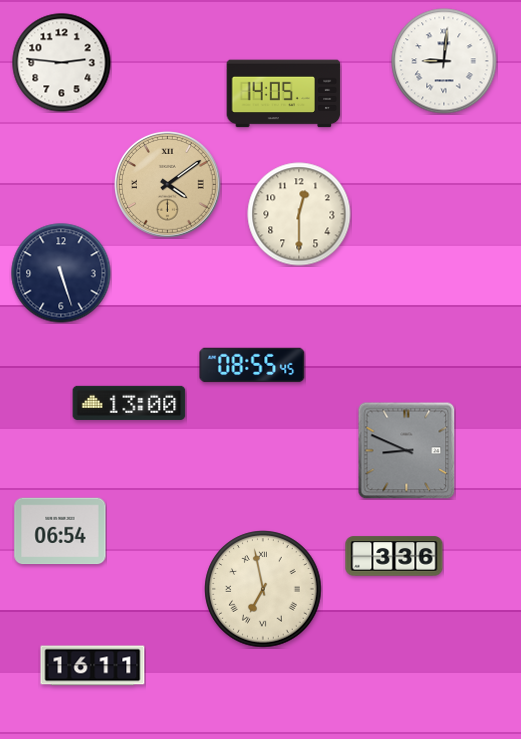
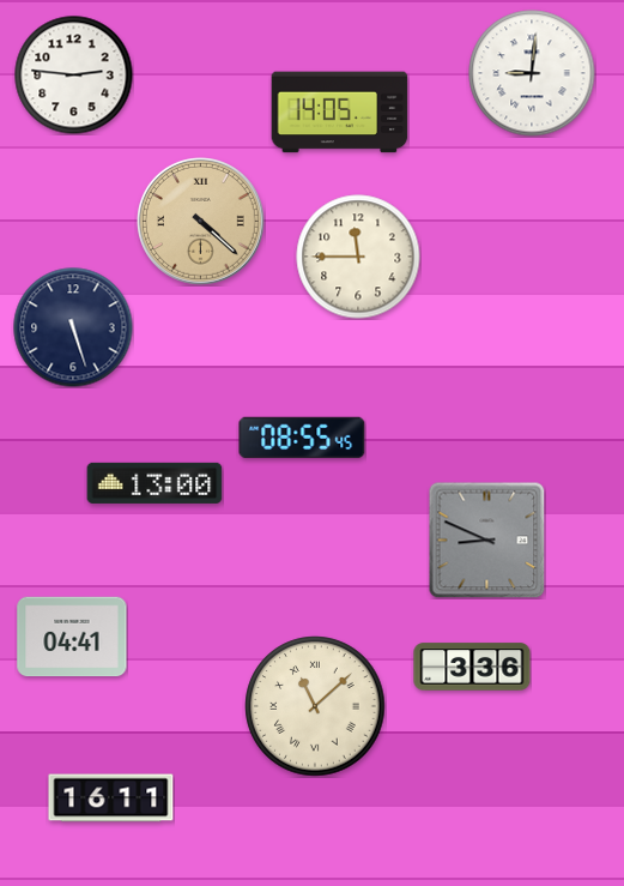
clock at (168, 185): 4:09 -> 4:22
clock at (299, 214): 12:30 -> 11:45
clock at (60, 531): 06:54 -> 04:41
clock at (263, 589): 6:58 -> 11:08
